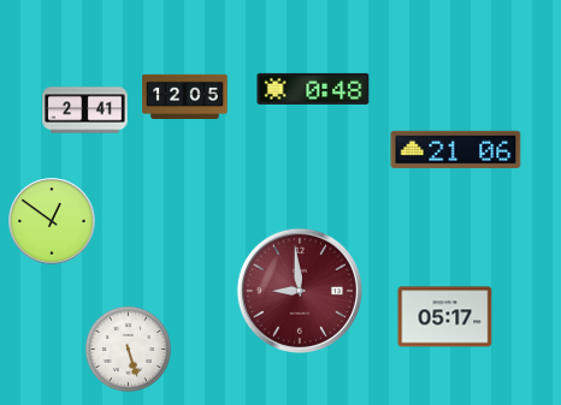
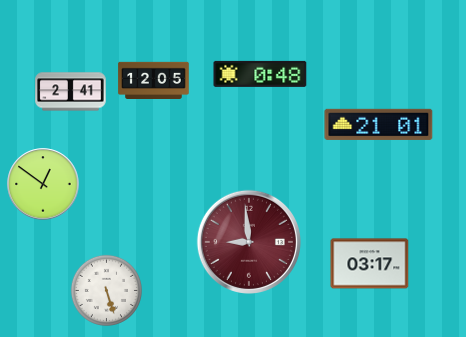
clock at (456, 149): 21:06 -> 21:01
clock at (445, 317): 05:17 -> 03:17
